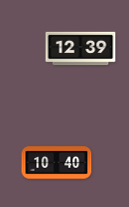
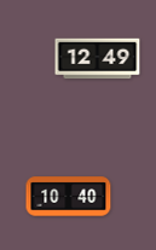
clock at (81, 49): 12:39 -> 12:49
